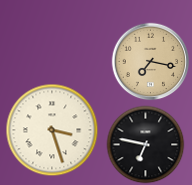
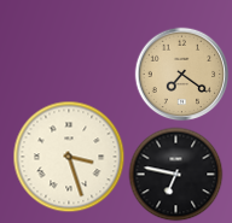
clock at (150, 61): 7:17 -> 7:21
clock at (52, 130) position: (52, 130) -> (69, 157)
